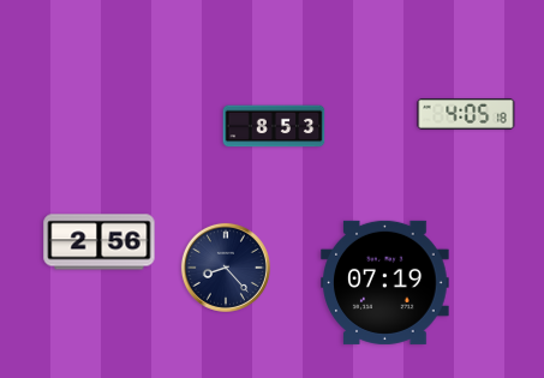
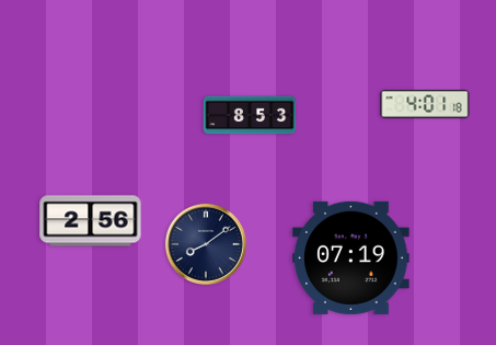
clock at (466, 114): 4:05 -> 4:01
clock at (226, 268): 8:23 -> 8:09
